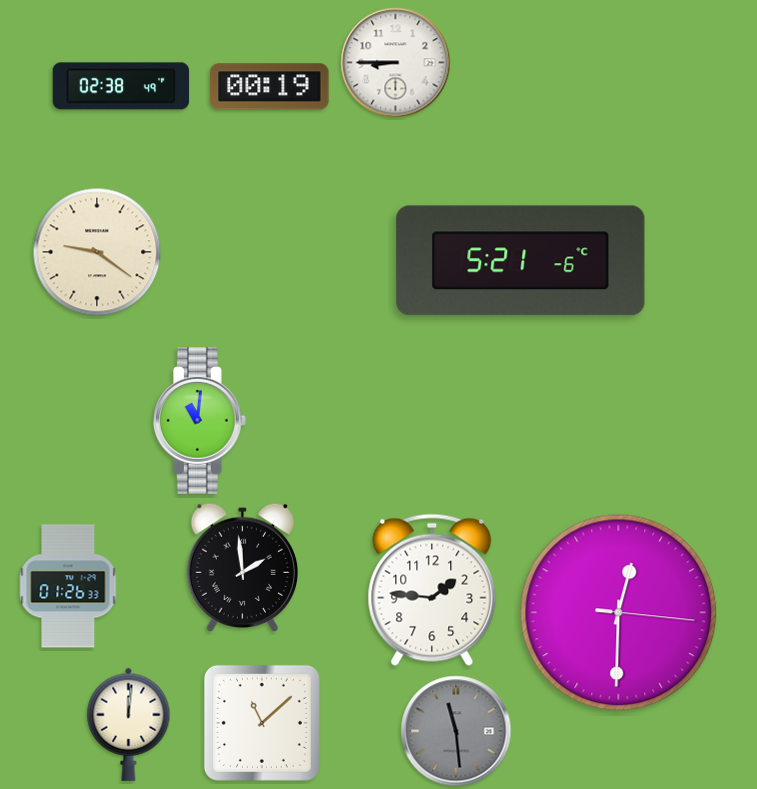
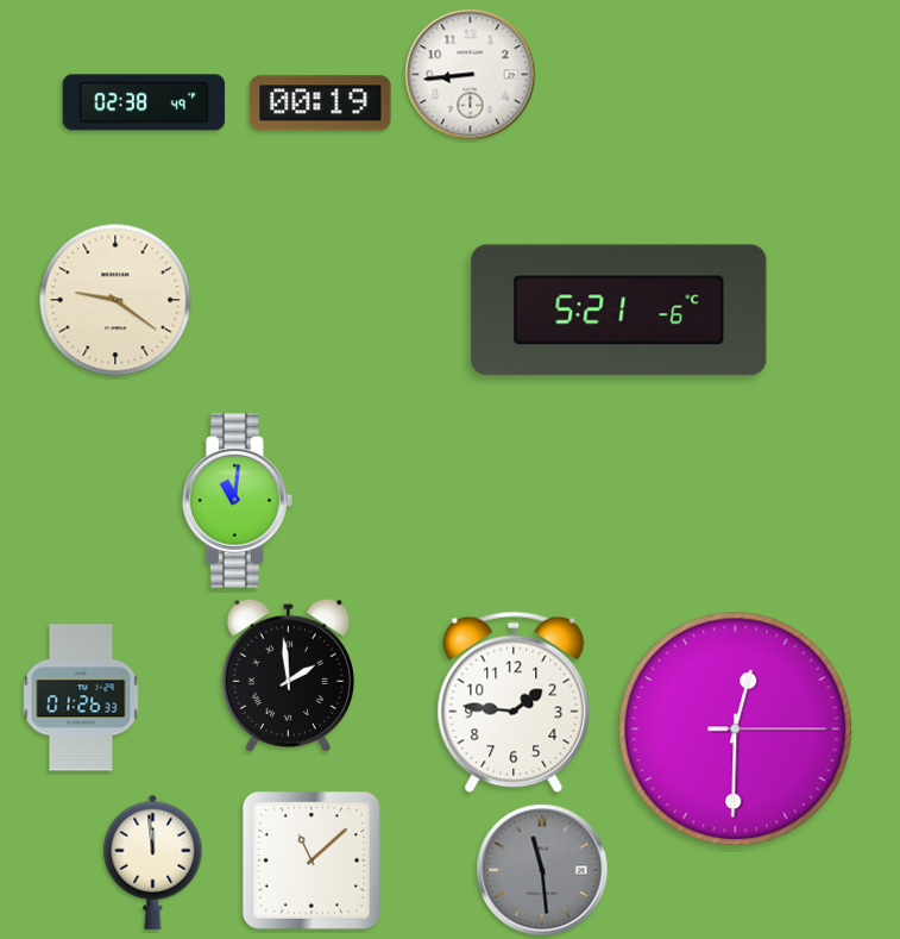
clock at (396, 63): 8:45 -> 8:44
clock at (619, 613): 12:30:16 -> 12:30:15
clock at (129, 724): 12:01 -> 11:59
